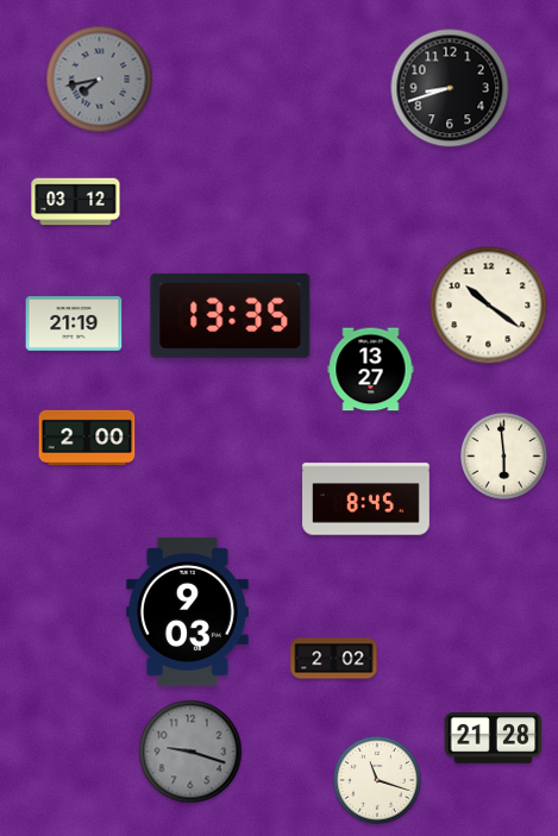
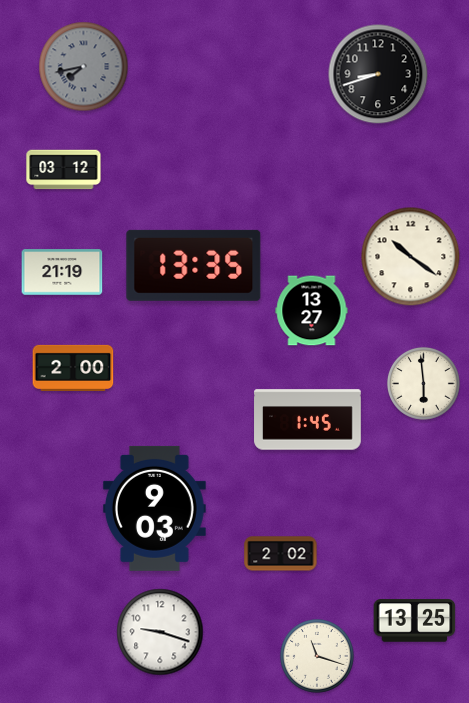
clock at (366, 499): 8:45 -> 1:45
clock at (187, 611) position: (187, 611) -> (154, 508)
clock at (494, 738): 21:28 -> 13:25
clock at (190, 752) dial: grey -> white
